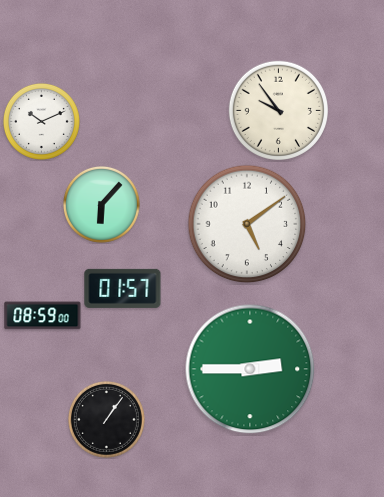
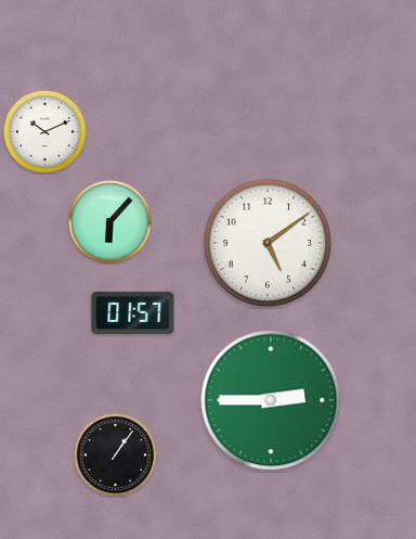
clock at (278, 110): 9:54 -> none
clock at (43, 316): 08:59 -> none
